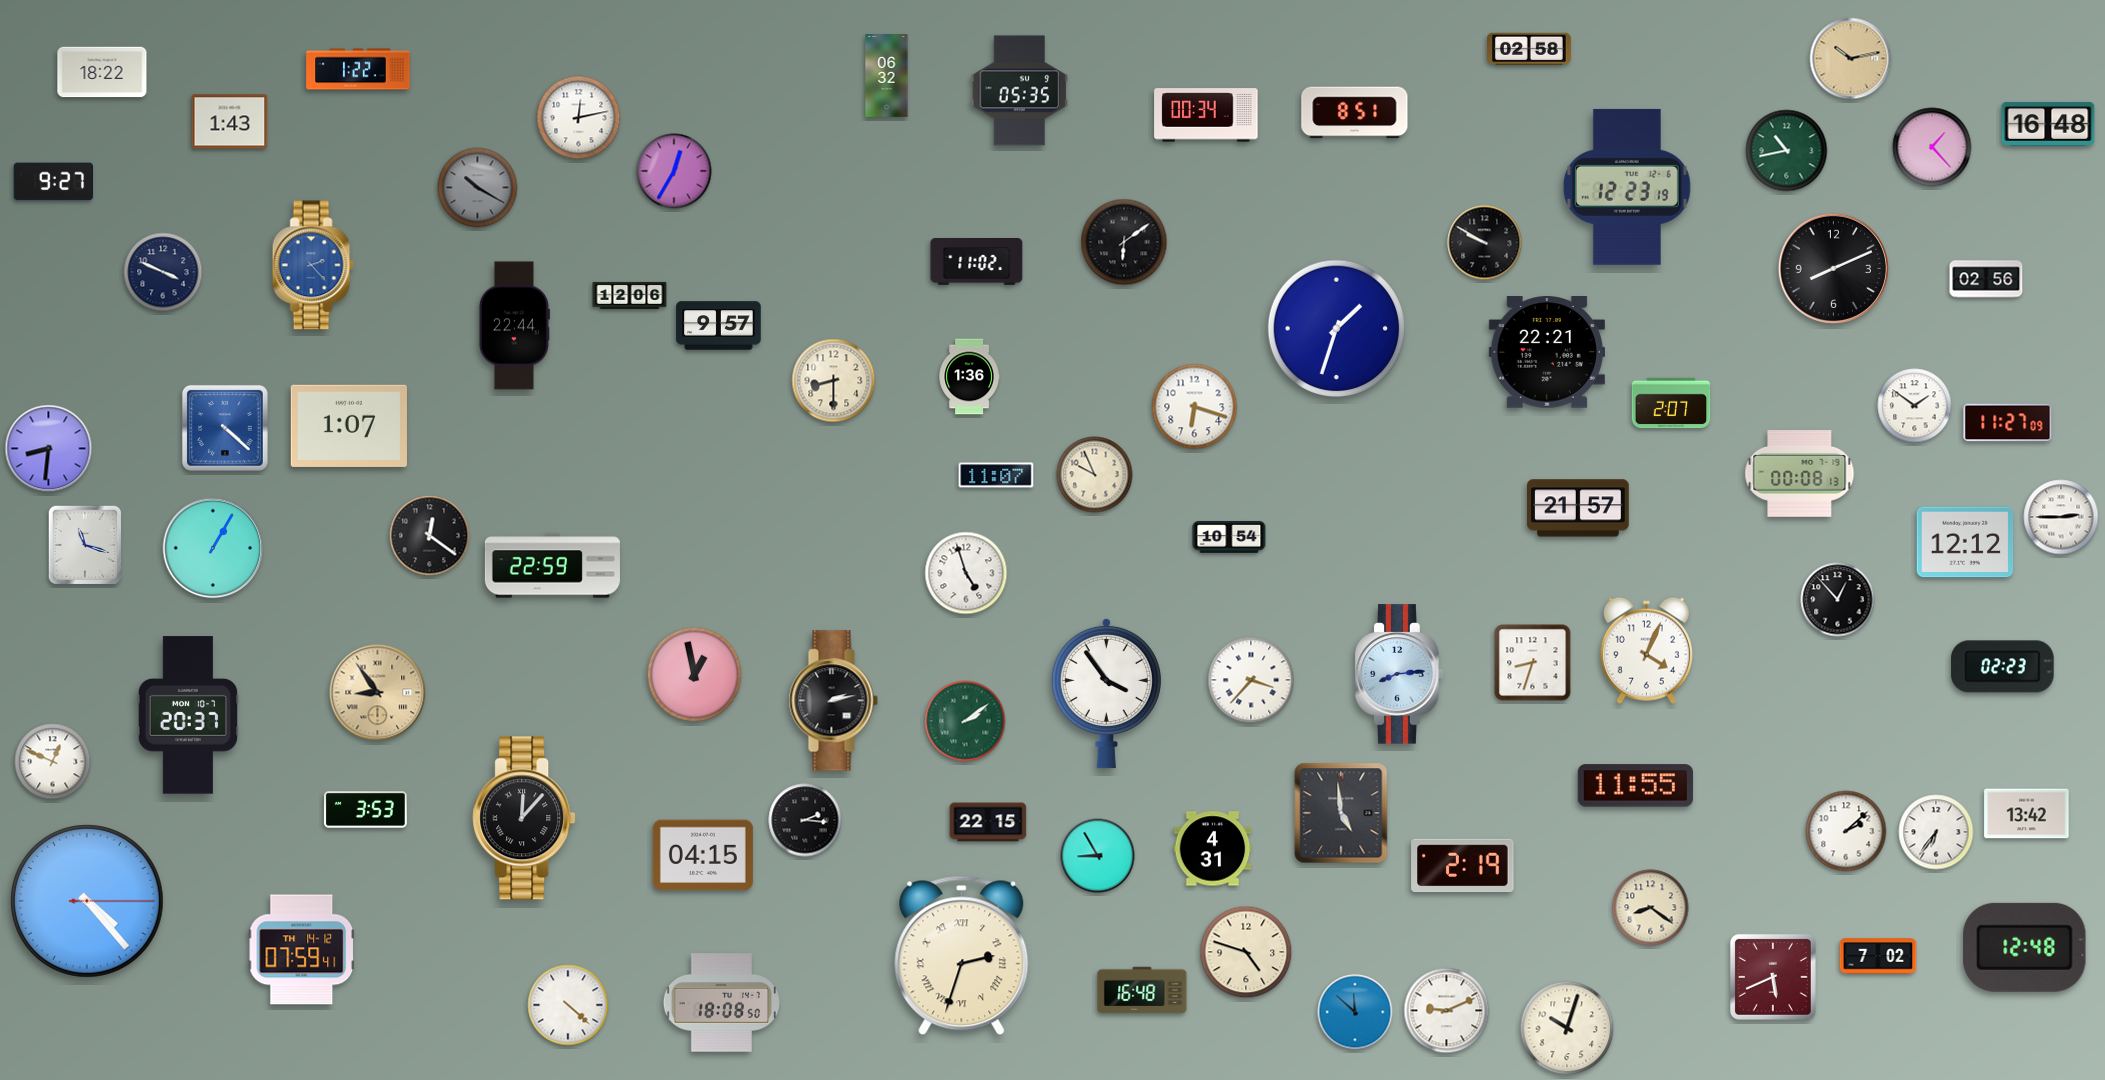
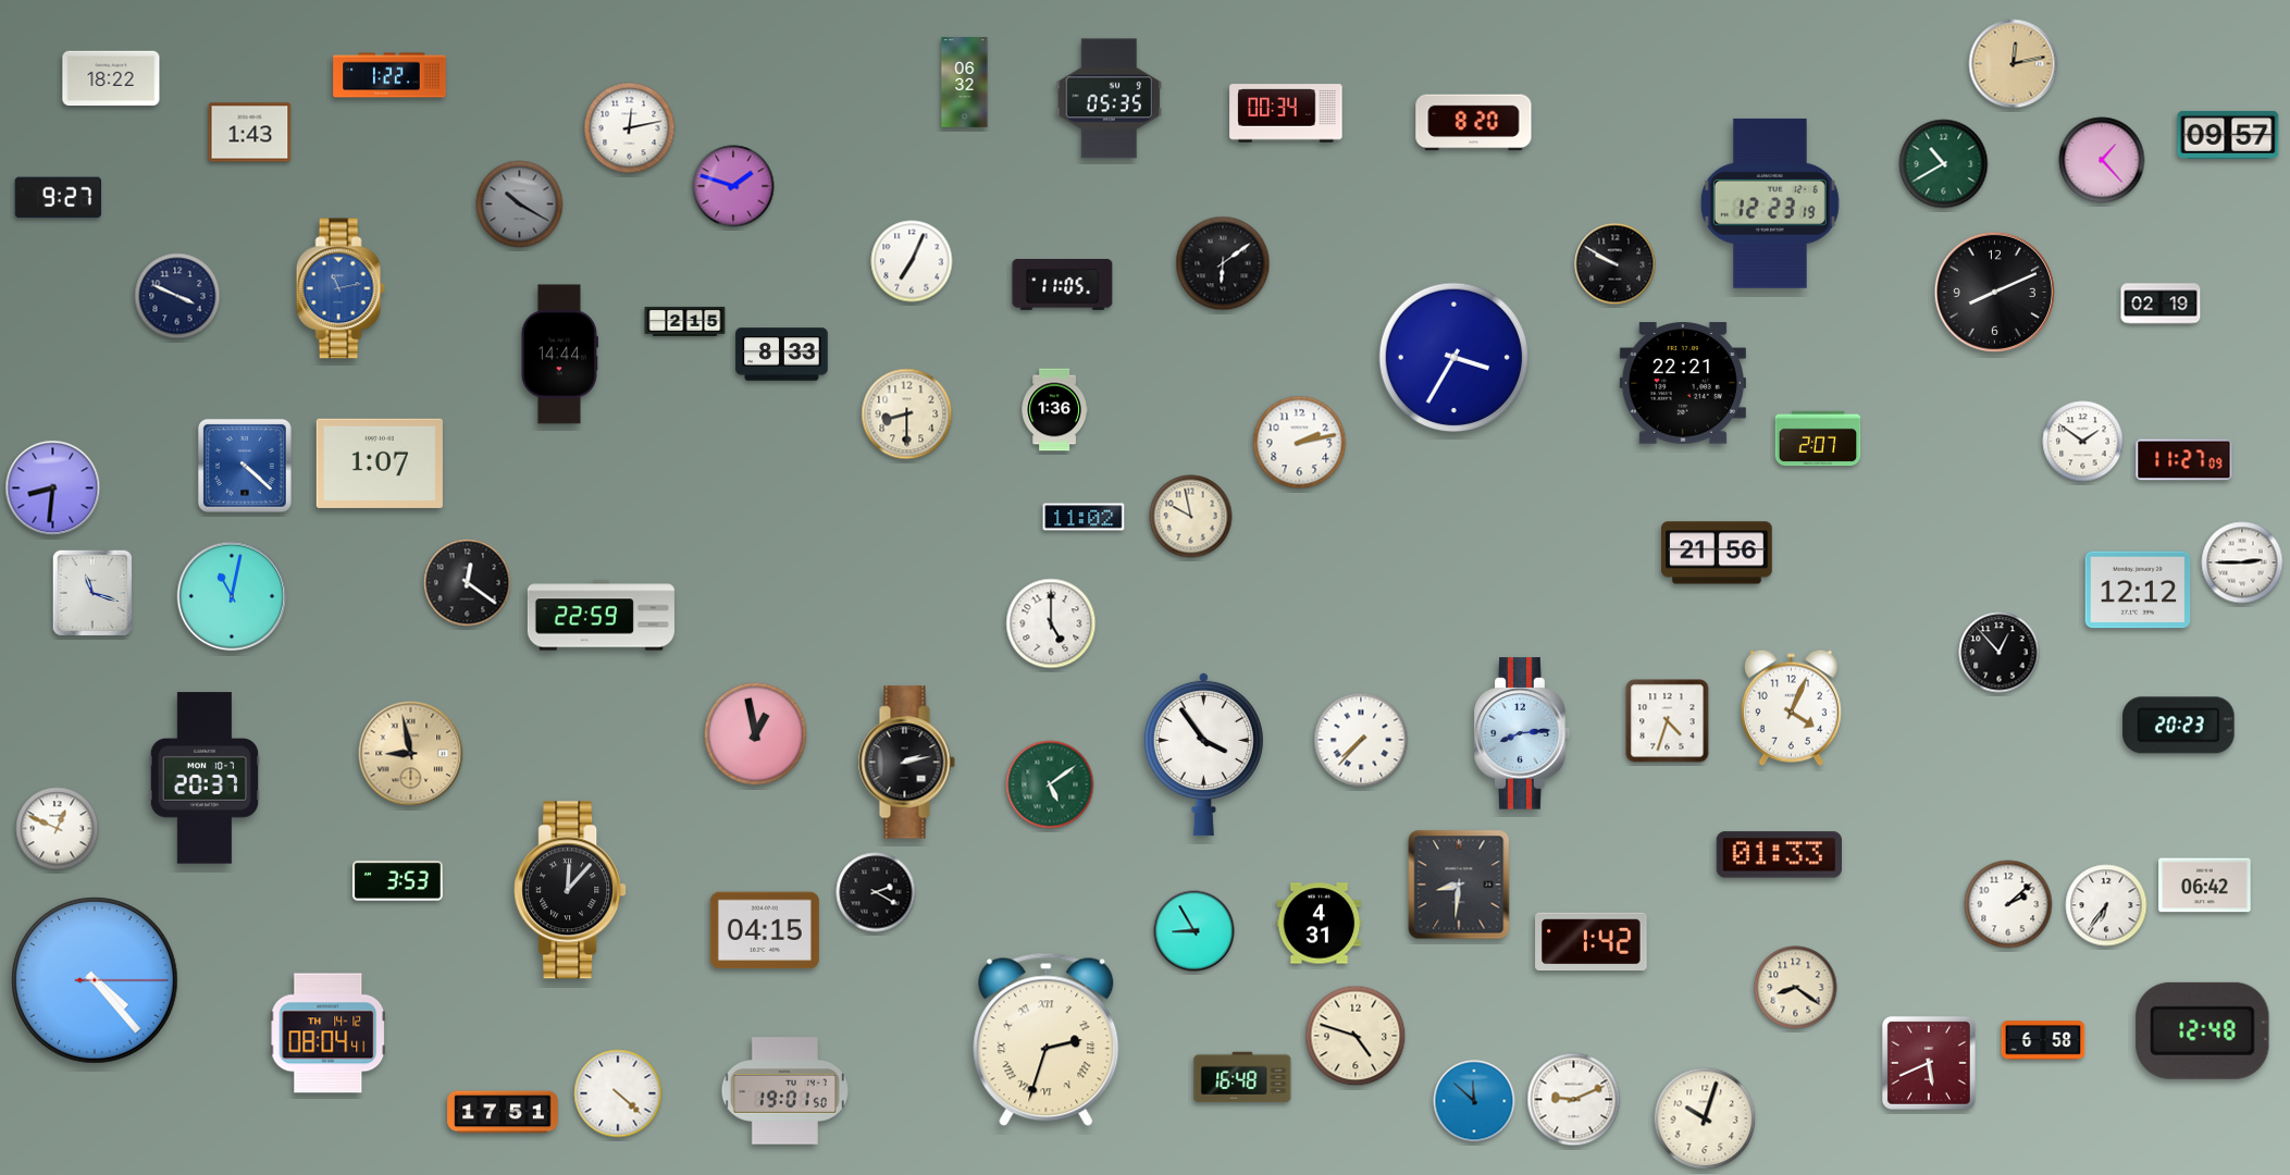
clock at (1529, 49): 02:58 -> none
clock at (1851, 59): 10:13 -> 12:13
clock at (1355, 113): 8:51 -> 8:20
clock at (1206, 115) position: (1206, 115) -> (1286, 113)
clock at (2048, 124): 16:48 -> 09:57
clock at (1787, 151): 10:43 -> 10:40
clock at (674, 171): 12:35 -> 1:48
clock at (912, 261): none -> 7:04
clock at (977, 262): 11:02 -> 11:05
clock at (313, 265): 2:23 -> 11:13
clock at (1986, 279): 02:56 -> 02:19
clock at (630, 295): 12:06 -> 2:15
clock at (514, 326): 22:44 -> 14:44
clock at (719, 326): 9:57 -> 8:33
clock at (1337, 329): 1:33 -> 3:35
clock at (1195, 407): 6:18 -> 2:13
clock at (1800, 474): 00:08 -> none
clock at (996, 475): 11:07 -> 11:02
clock at (1095, 475): 9:56 -> 9:58
clock at (1579, 508): 21:57 -> 21:56
clock at (1229, 537): 10:54 -> none
clock at (213, 548): 1:05 -> 11:02
clock at (966, 573): 4:57 -> 5:00
clock at (1533, 663): 8:33 -> 4:33
clock at (2003, 667): 02:23 -> 20:23
clock at (1251, 680): 3:37 -> 7:37
clock at (378, 693): 8:54 -> 8:58
clock at (965, 721): 2:09 -> 5:09
clock at (1635, 786): 11:55 -> 01:33
clock at (1341, 813): 4:59 -> 8:31
clock at (2027, 814): 13:42 -> 06:42
clock at (805, 820): 2:16 -> 2:20
clock at (988, 822): 22:15 -> none
clock at (1463, 866): 2:19 -> 1:42
clock at (302, 950): 07:59 -> 08:04
clock at (1878, 956): 7:02 -> 6:58
clock at (721, 1003): 18:08 -> 19:01
clock at (503, 1112): none -> 17:51
